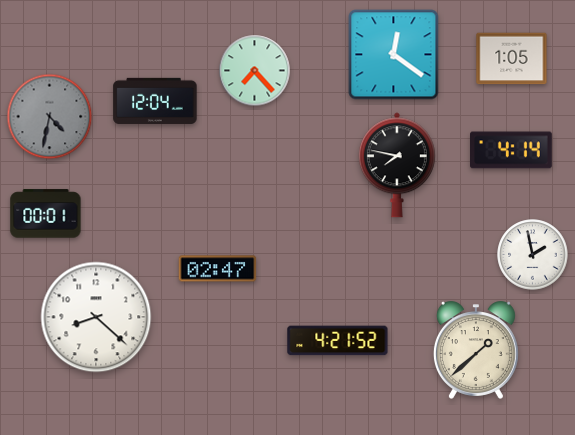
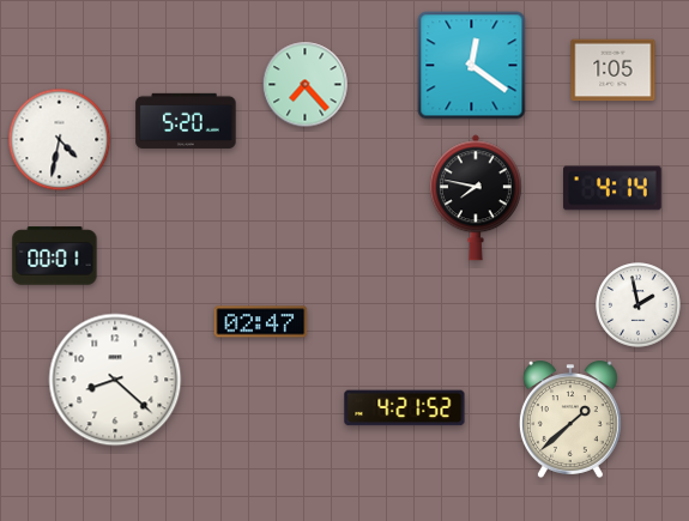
clock at (155, 101): 12:04 -> 5:20
clock at (50, 117) dial: grey -> white
clock at (512, 150) position: (512, 150) -> (614, 188)
